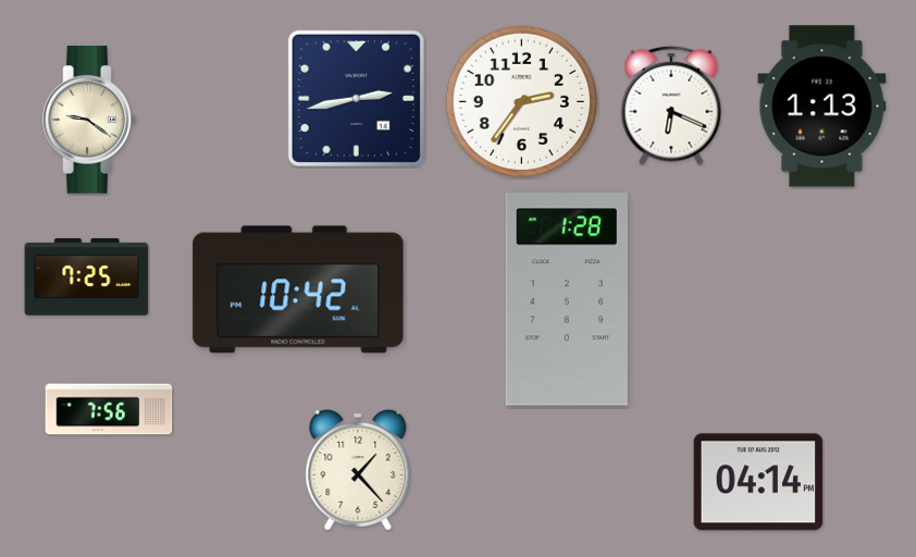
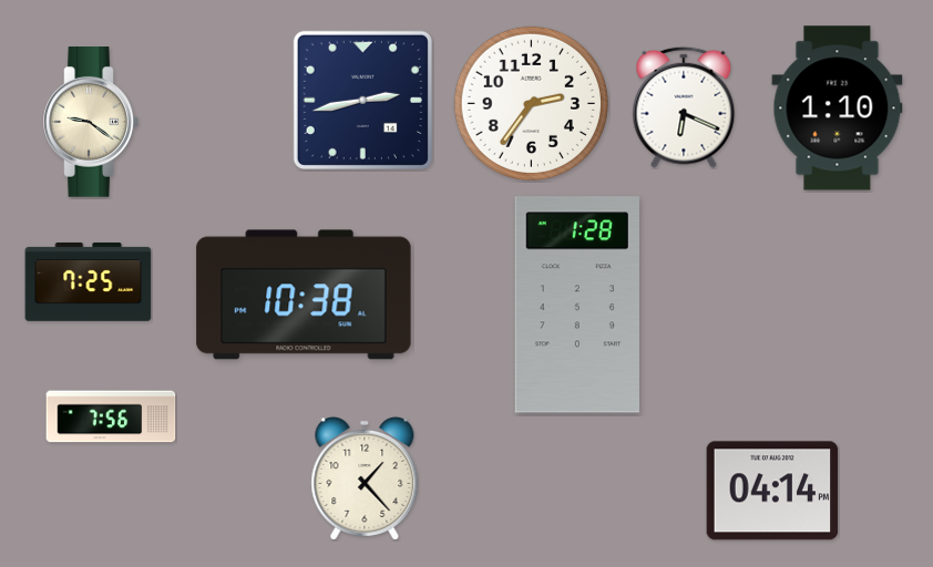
clock at (822, 107): 1:13 -> 1:10
clock at (298, 289): 10:42 -> 10:38
